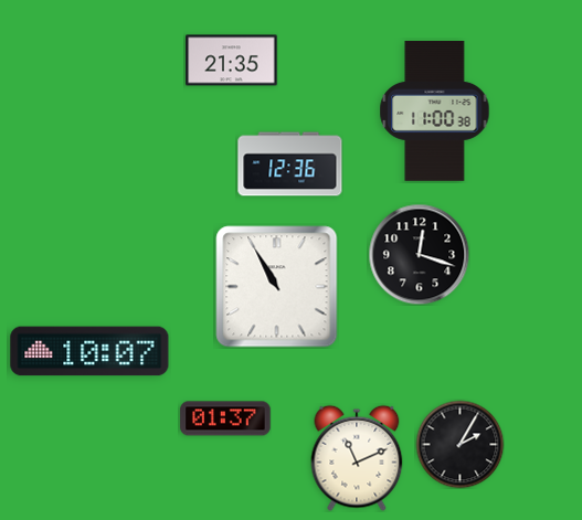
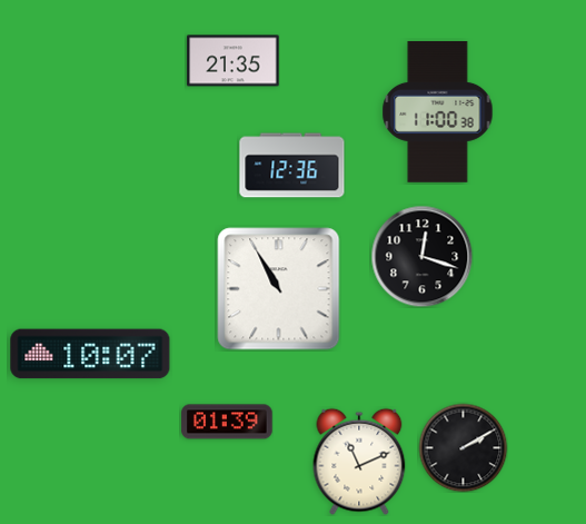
clock at (225, 418): 01:37 -> 01:39
clock at (459, 444): 2:05 -> 2:10
